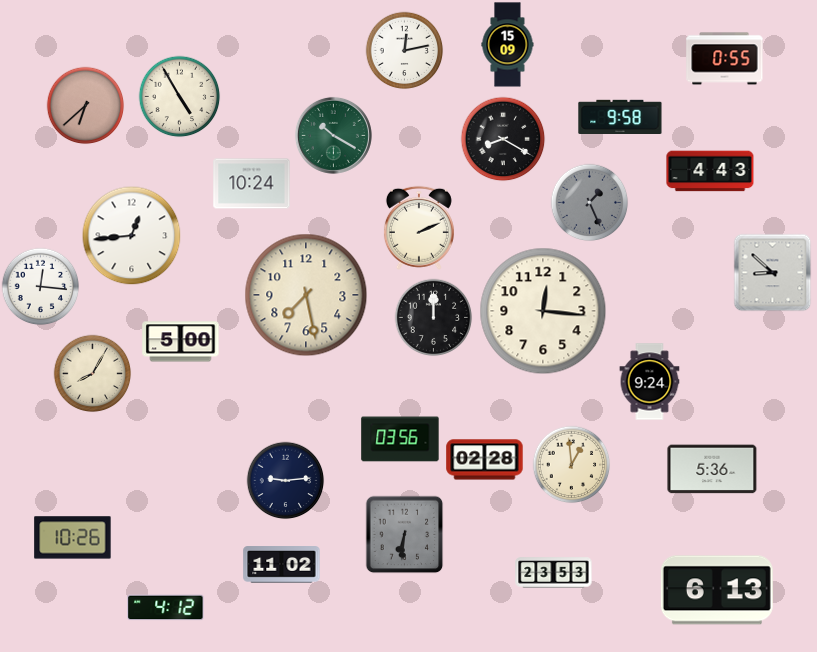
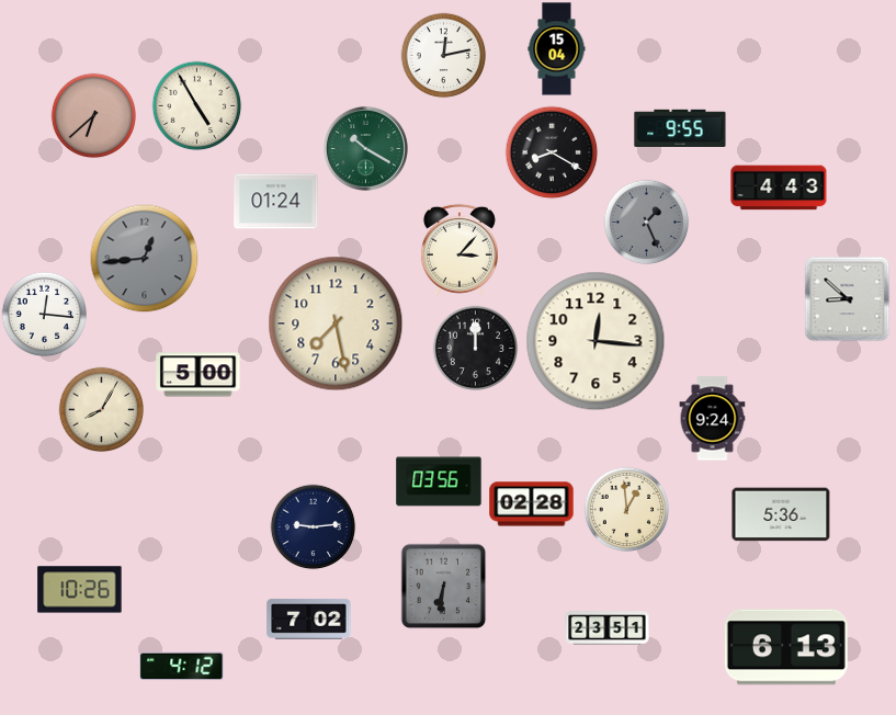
clock at (508, 45): 15:09 -> 15:04
clock at (725, 59): 0:55 -> none
clock at (620, 117): 9:58 -> 9:55
clock at (252, 184): 10:24 -> 01:24
clock at (419, 228): 2:11 -> 3:07
clock at (132, 236) dial: white -> grey
clock at (282, 565): 11:02 -> 7:02
clock at (554, 573): 23:53 -> 23:51
